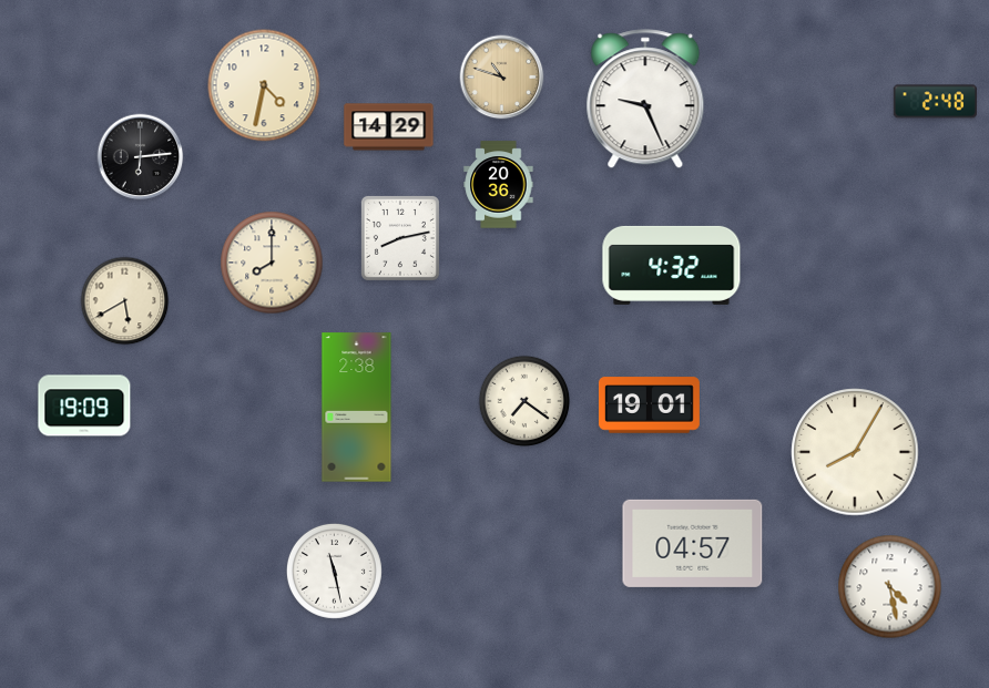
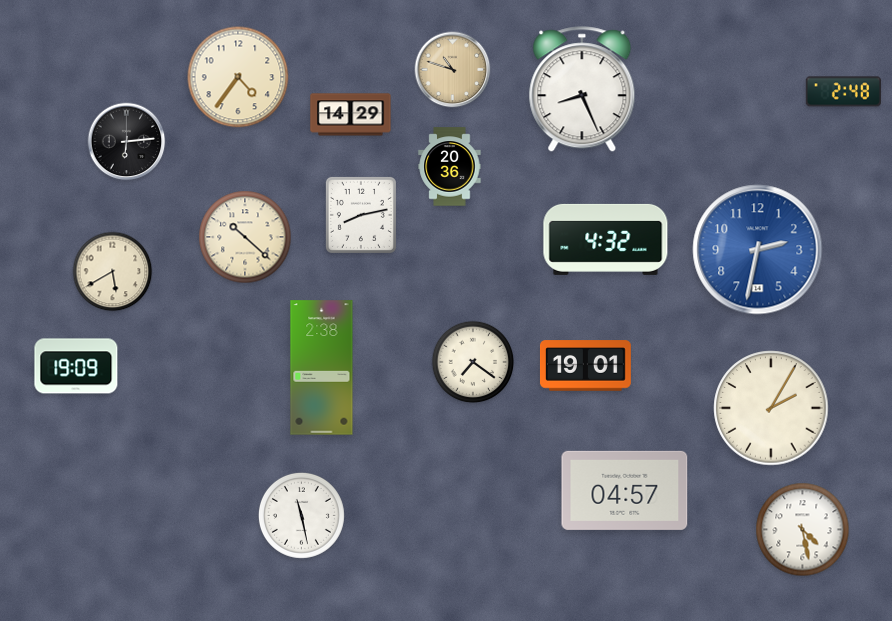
clock at (264, 85): 4:32 -> 4:36
clock at (645, 100): 9:26 -> 8:26
clock at (272, 263): 8:00 -> 10:22
clock at (758, 250): none -> 2:32
clock at (855, 452): 8:05 -> 2:05
